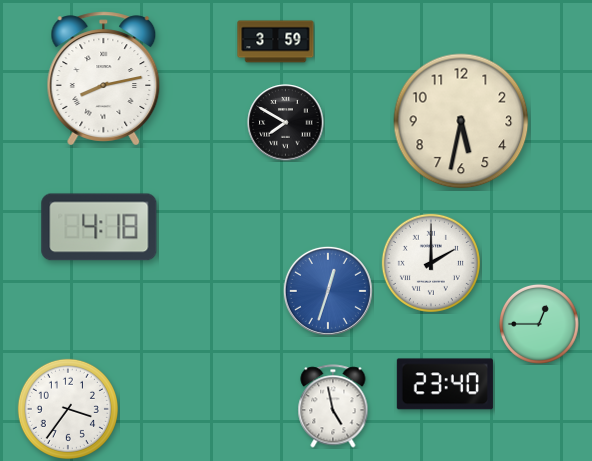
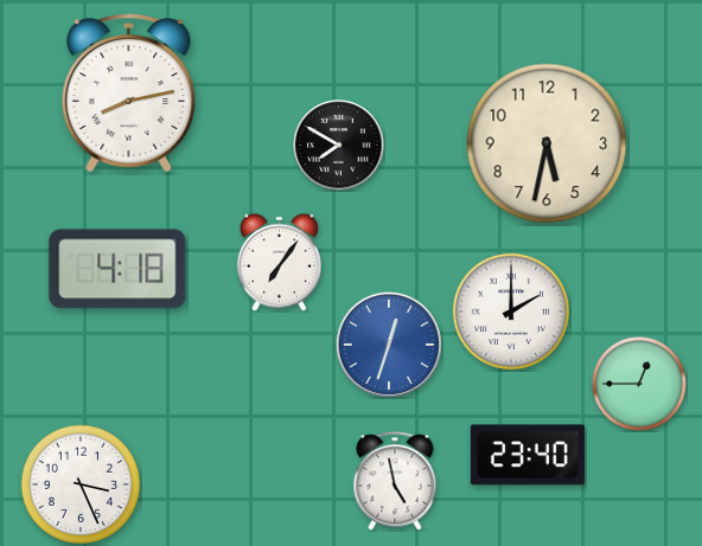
clock at (276, 42): 3:59 -> none
clock at (104, 79) position: (104, 79) -> (129, 94)
clock at (279, 262): none -> 7:06
clock at (68, 409): 3:36 -> 3:26
